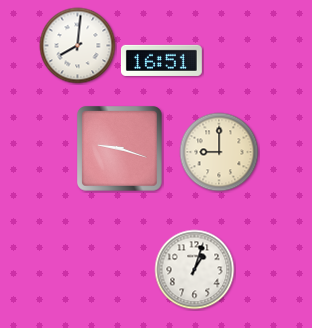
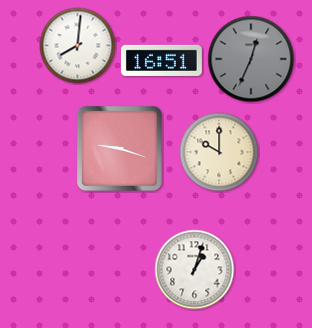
clock at (251, 59): none -> 12:34
clock at (219, 152): 9:00 -> 10:00
